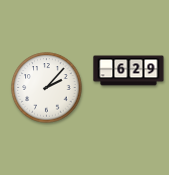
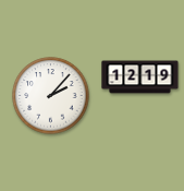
clock at (129, 71): 6:29 -> 12:19
